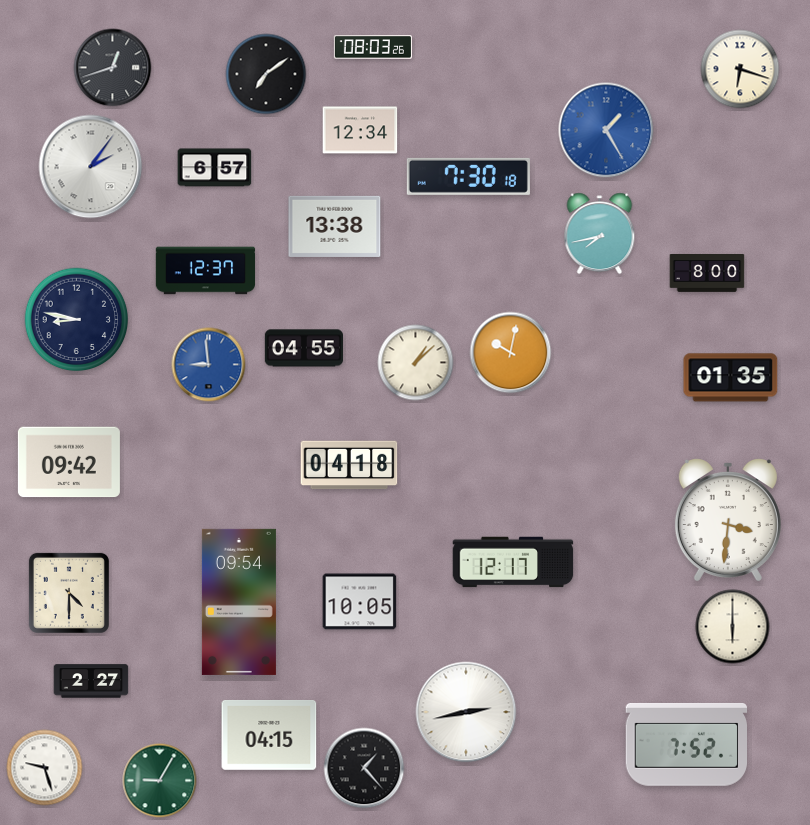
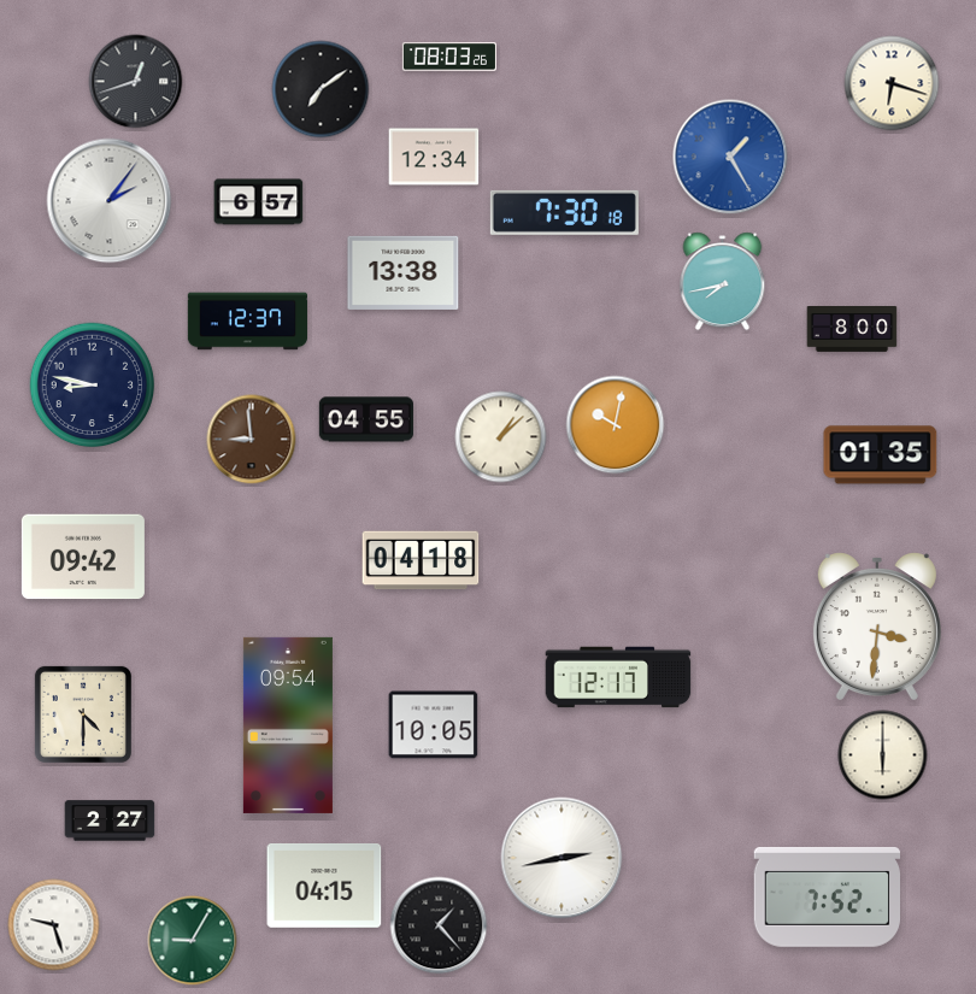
clock at (206, 271) position: (206, 271) -> (248, 322)
clock at (209, 365) dial: blue -> brown
